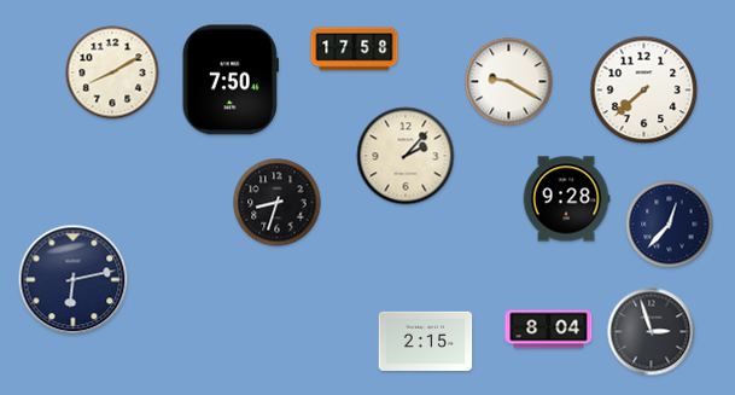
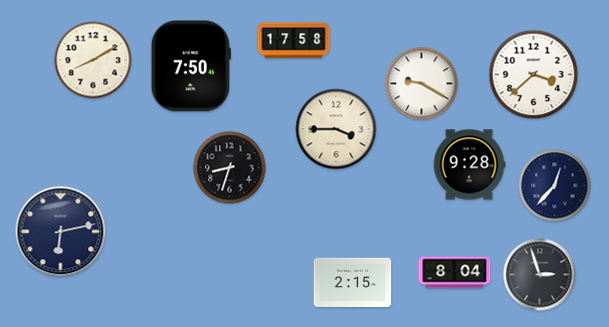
clock at (509, 82) position: (509, 82) -> (422, 84)
clock at (644, 91): 7:38 -> 3:38
clock at (406, 156): 2:07 -> 3:45
